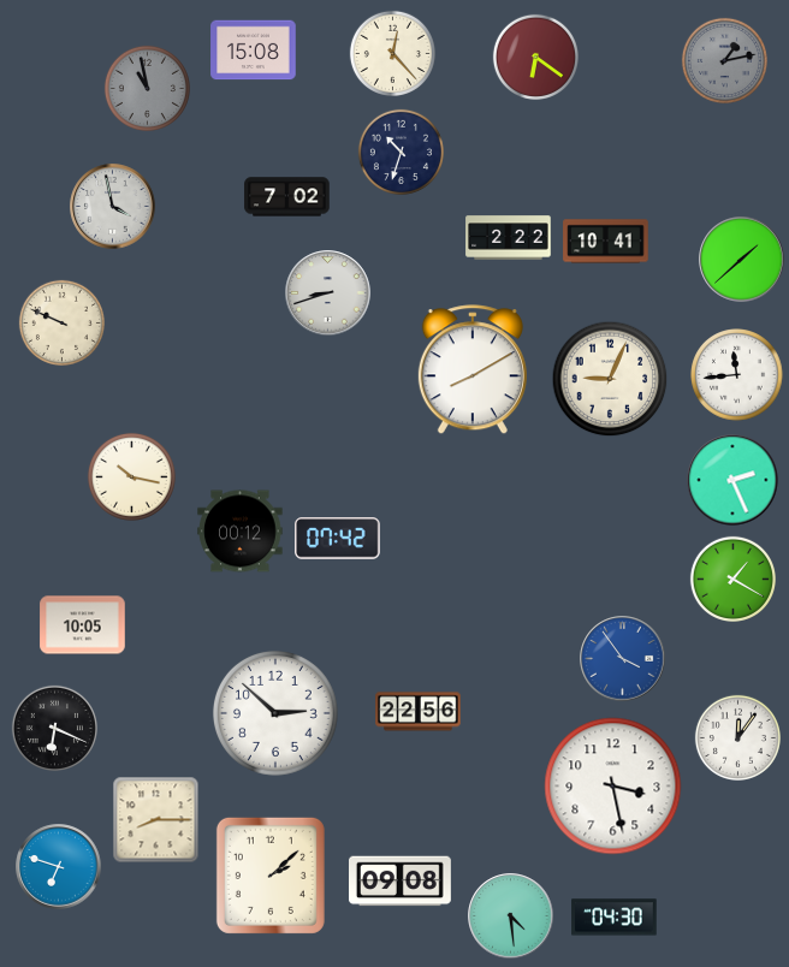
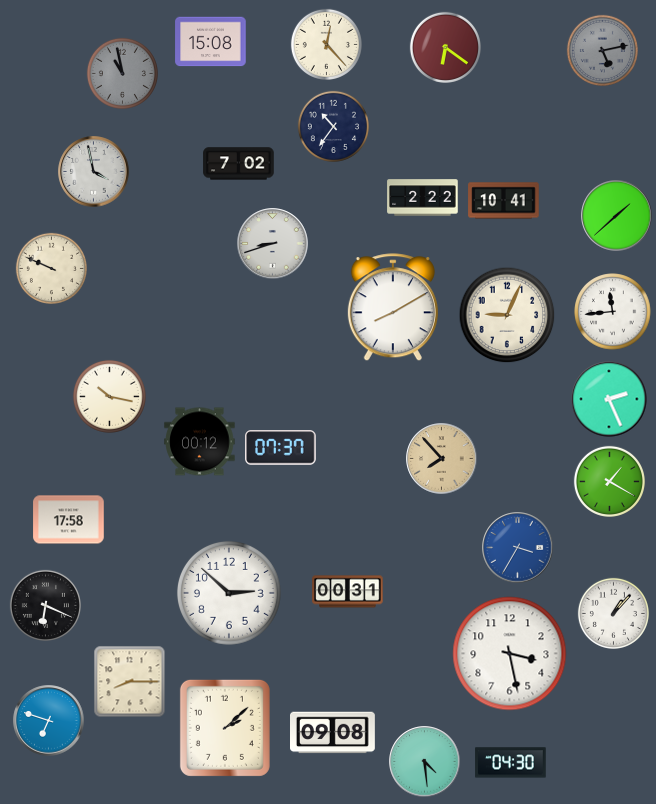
clock at (724, 60): 1:13 -> 5:13
clock at (401, 152): 10:33 -> 10:36
clock at (338, 539): 07:42 -> 07:37
clock at (442, 459): none -> 7:53
clock at (83, 625): 10:05 -> 17:58
clock at (623, 659): 3:54 -> 3:35
clock at (419, 712): 22:56 -> 00:31
clock at (737, 737): 12:06 -> 1:07
